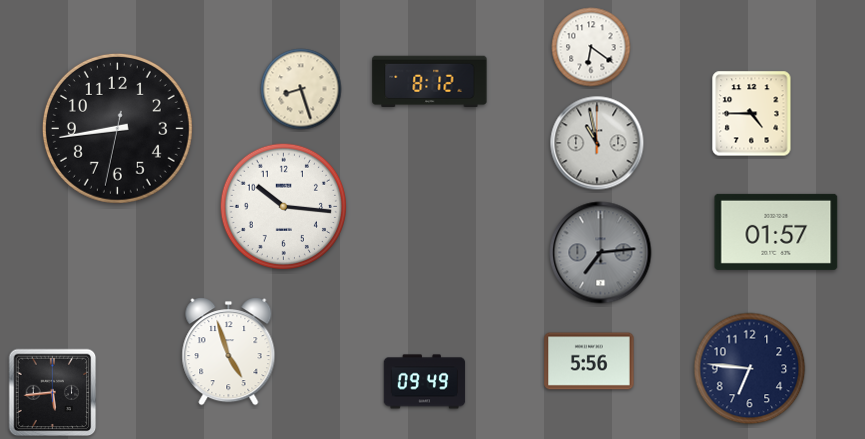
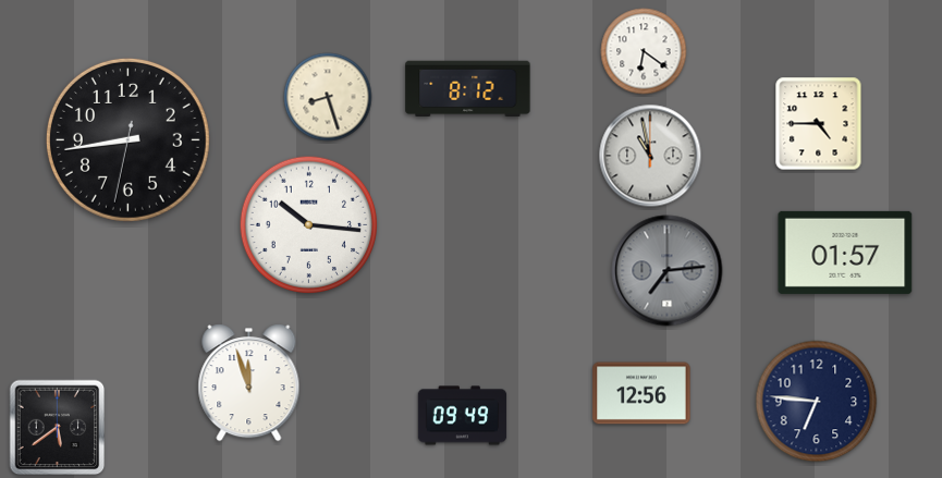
clock at (601, 253) position: (601, 253) -> (668, 271)
clock at (229, 352): 4:57 -> 11:57
clock at (589, 361): 5:56 -> 12:56
clock at (53, 393): 5:44 -> 5:39
